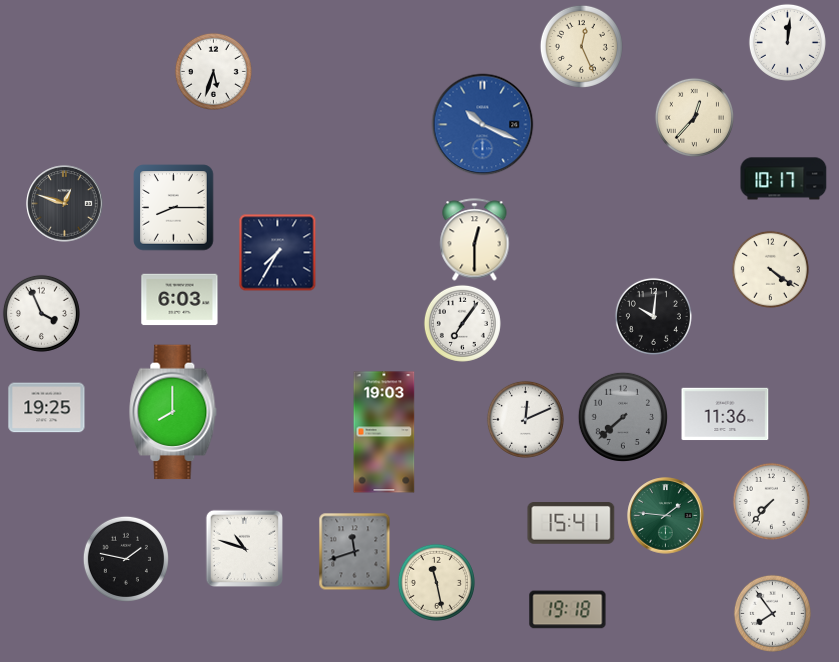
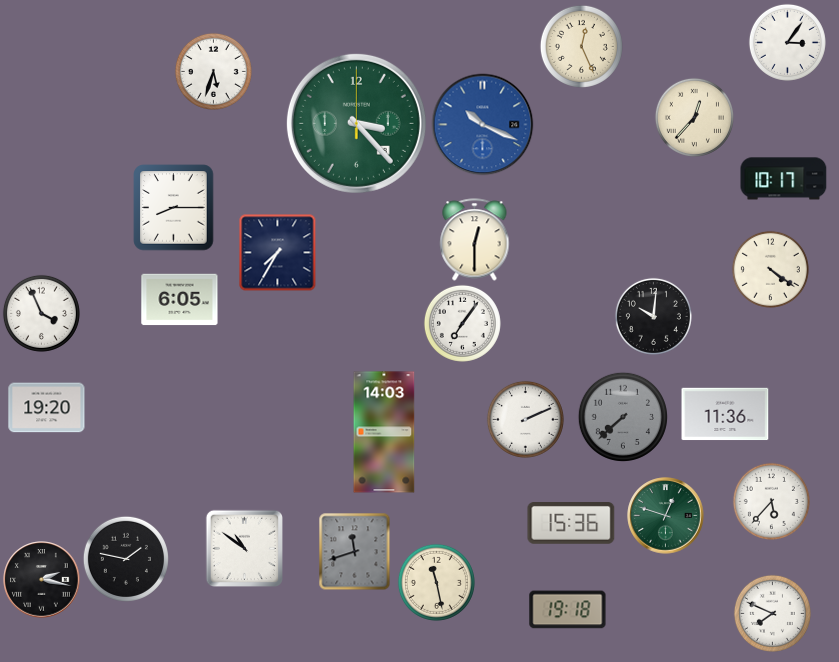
clock at (787, 42): 12:01 -> 3:06
clock at (356, 123): none -> 3:23
clock at (65, 204): 12:48 -> none
clock at (180, 300): 6:03 -> 6:05
clock at (47, 408): 19:25 -> 19:20
clock at (173, 412): 8:00 -> none
clock at (525, 419): 12:11 -> 2:11
clock at (384, 432): 19:03 -> 14:03
clock at (771, 501): 7:37 -> 5:37
clock at (666, 516): 1:46 -> 12:48
clock at (571, 524): 15:41 -> 15:36
clock at (244, 548): 10:48 -> 10:51
clock at (42, 580): none -> 2:17
clock at (772, 613): 7:54 -> 7:49
